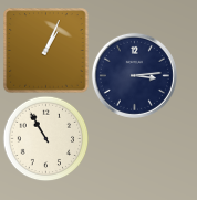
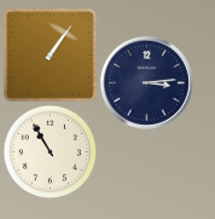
clock at (46, 51): 1:04 -> 1:06
